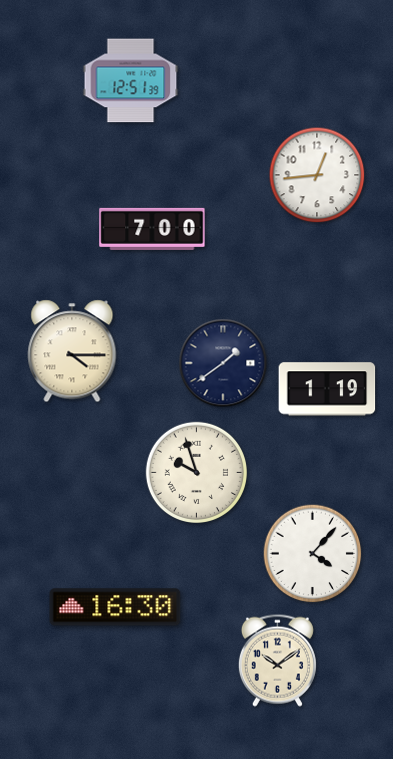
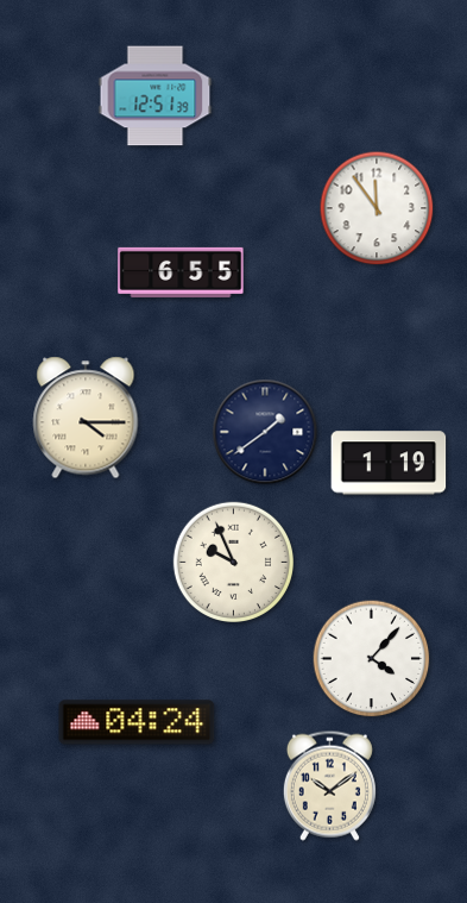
clock at (317, 175): 12:44 -> 11:54
clock at (152, 229): 7:00 -> 6:55
clock at (196, 472): 9:57 -> 9:56
clock at (115, 607): 16:30 -> 04:24
